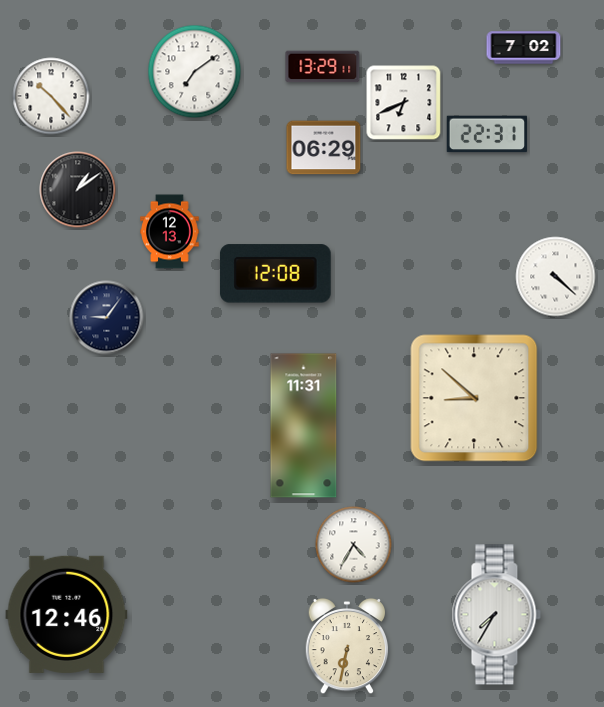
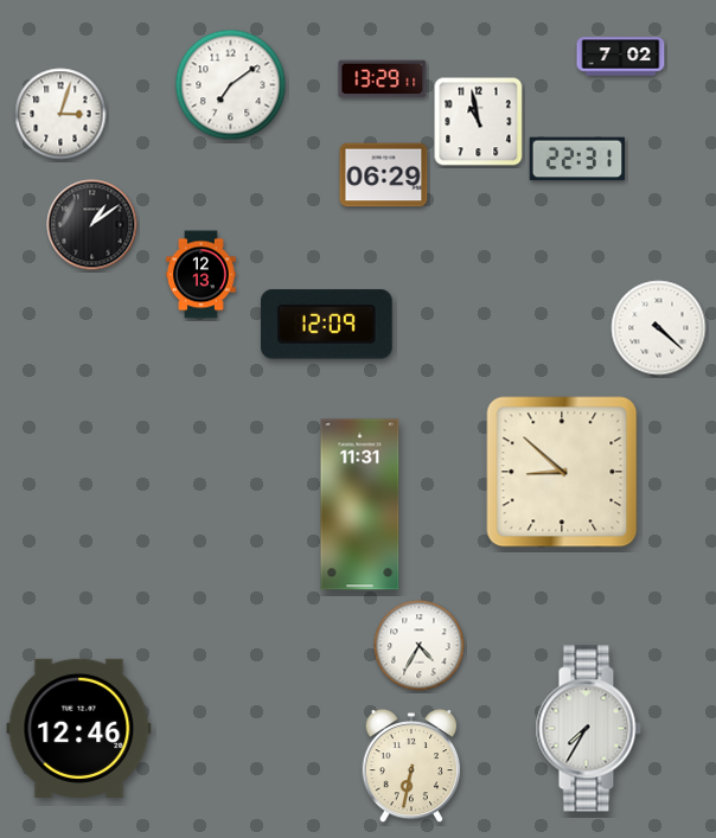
clock at (51, 96): 10:23 -> 3:03
clock at (404, 103): 6:41 -> 10:58
clock at (275, 274): 12:08 -> 12:09
clock at (107, 318): 9:06 -> none
